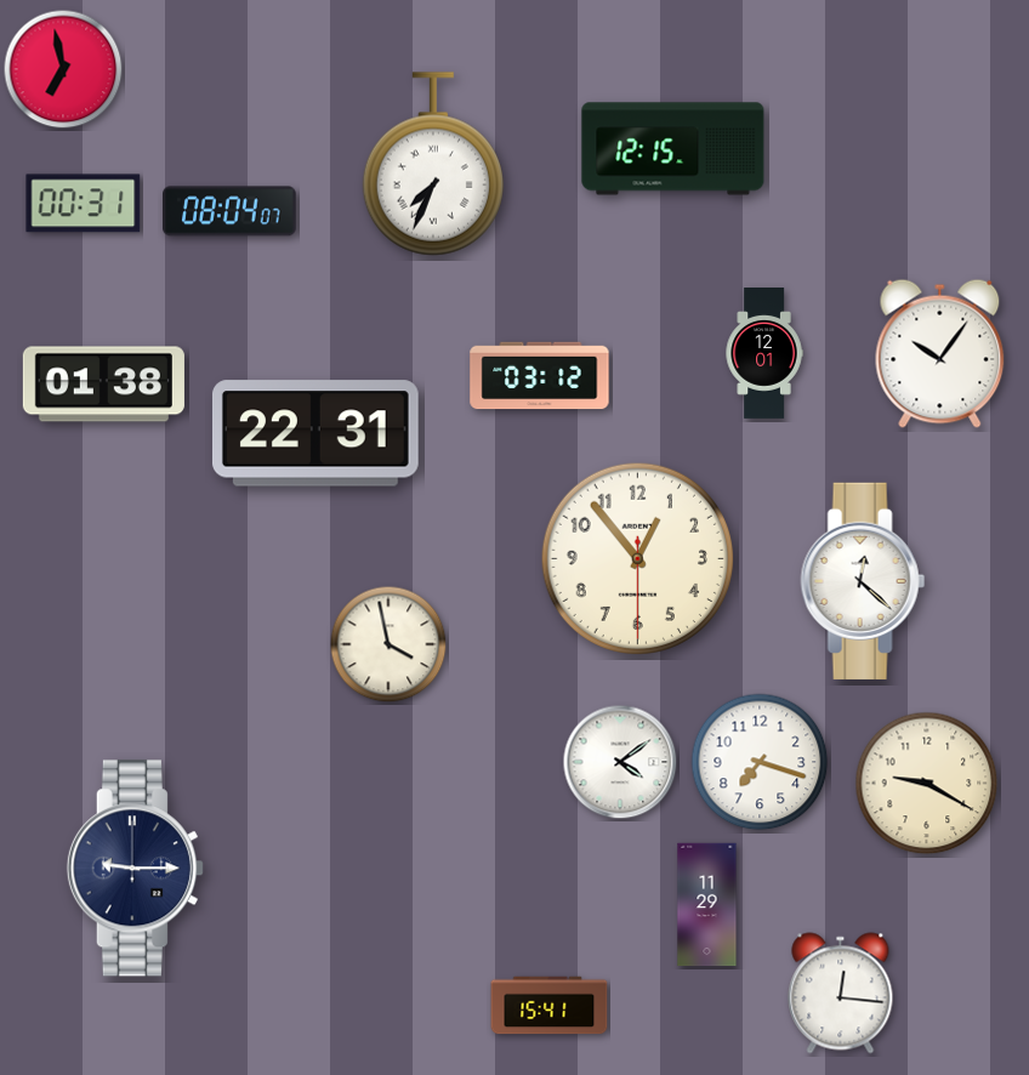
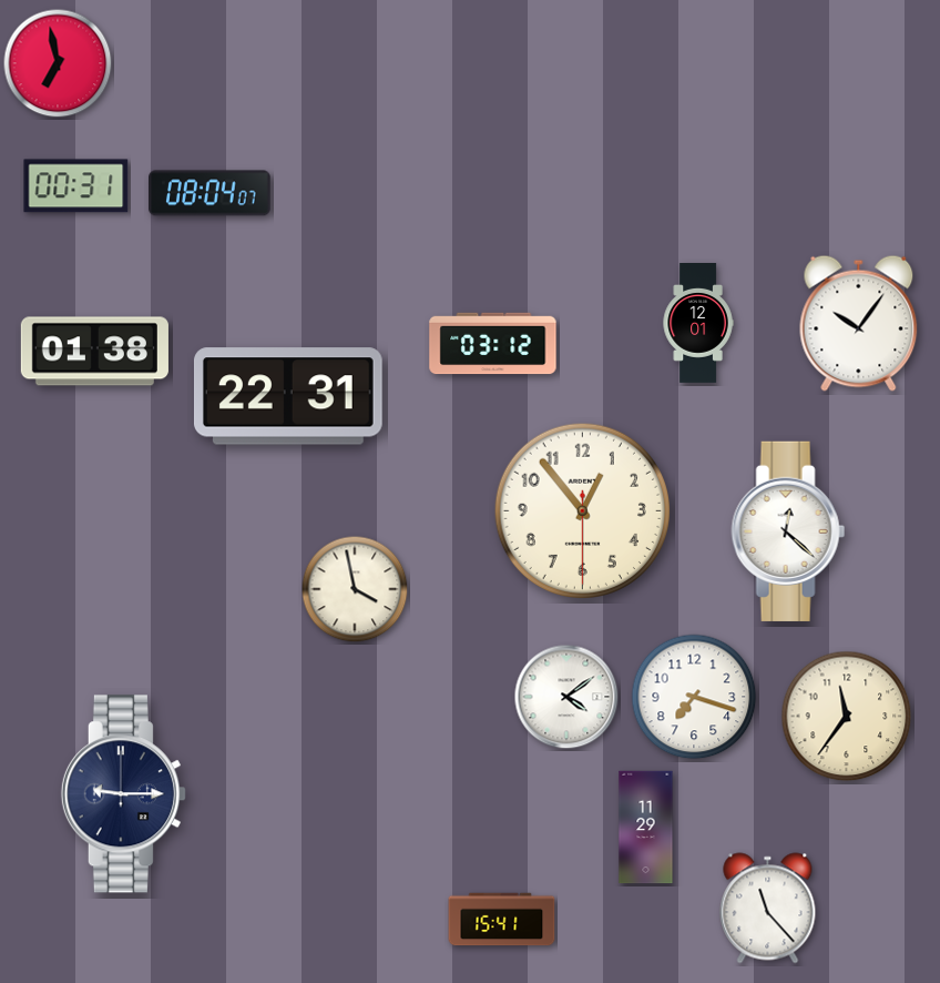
clock at (673, 149): 12:15 -> none
clock at (433, 164): 7:34 -> none
clock at (927, 784): 9:20 -> 11:36
clock at (841, 994): 12:16 -> 11:23
